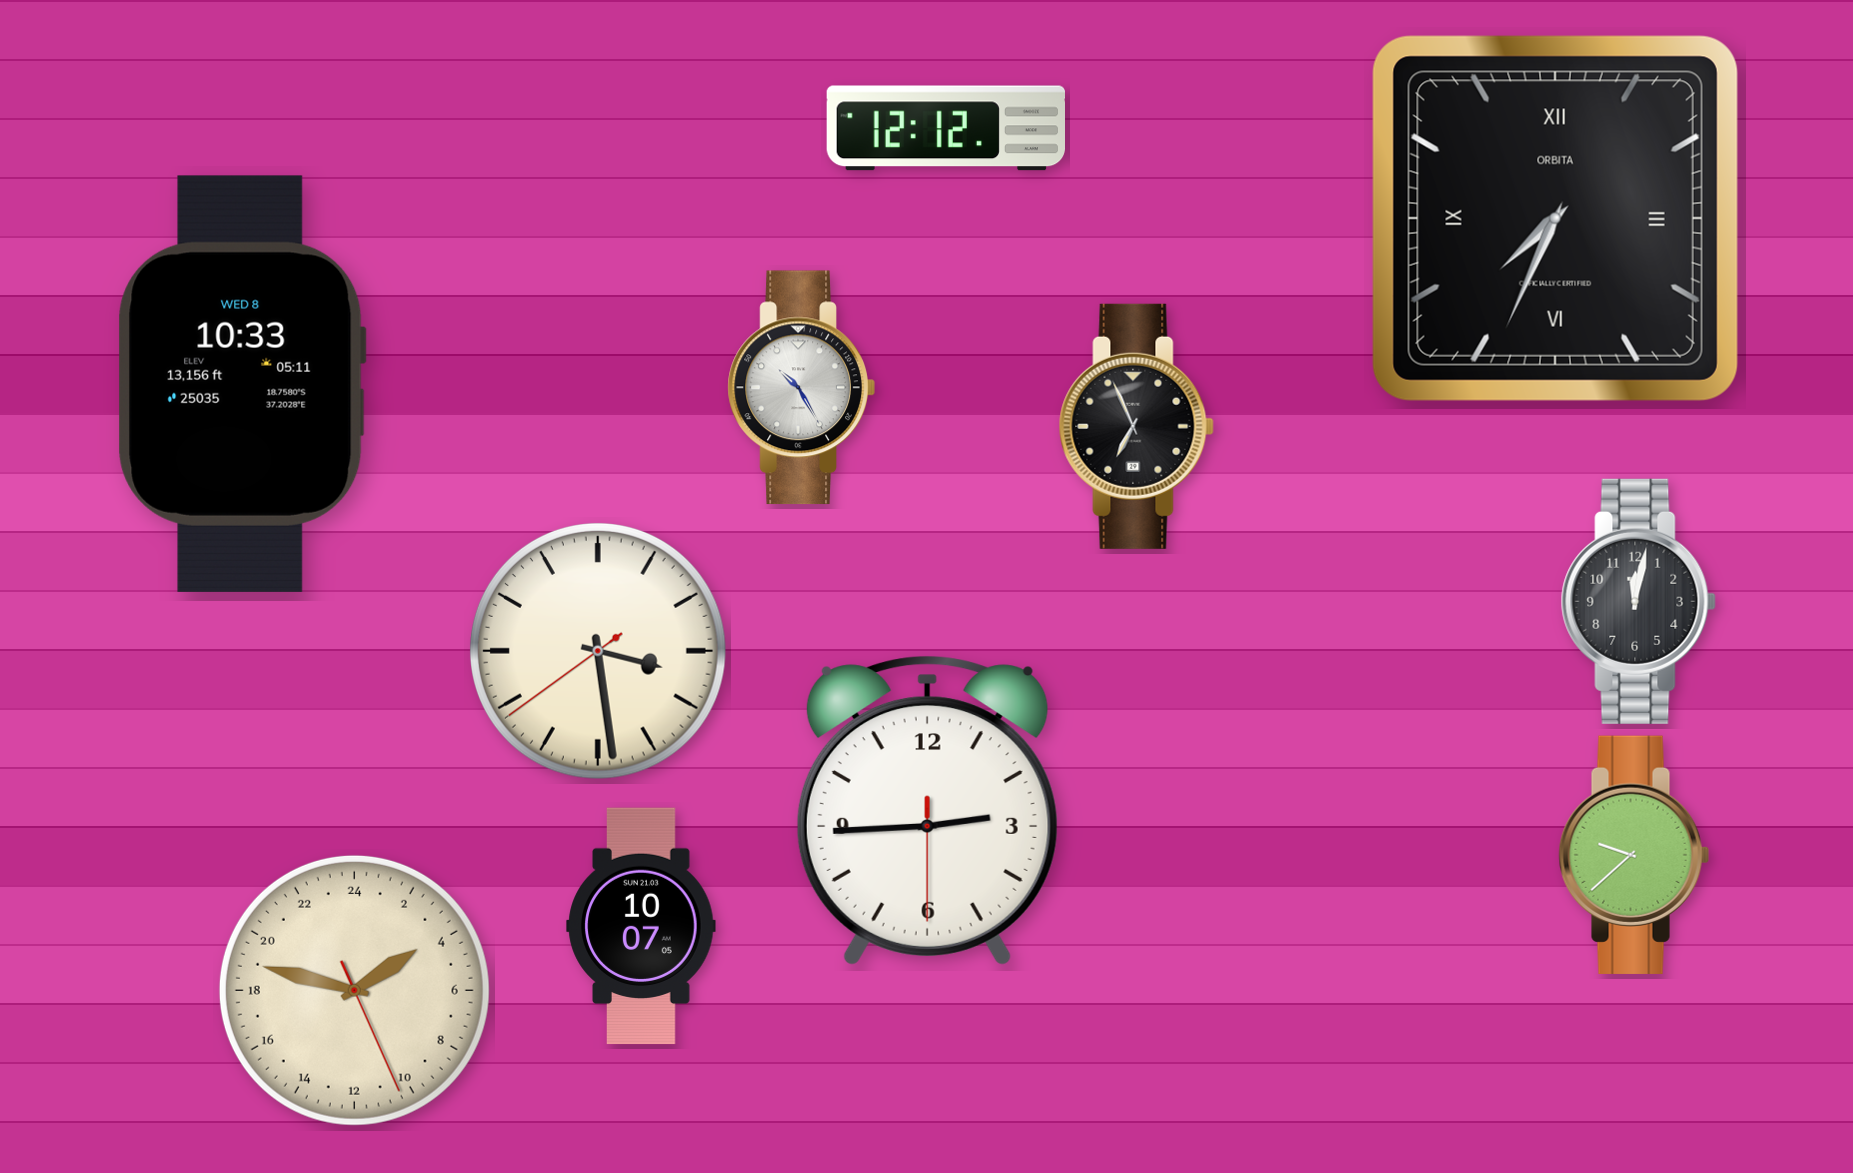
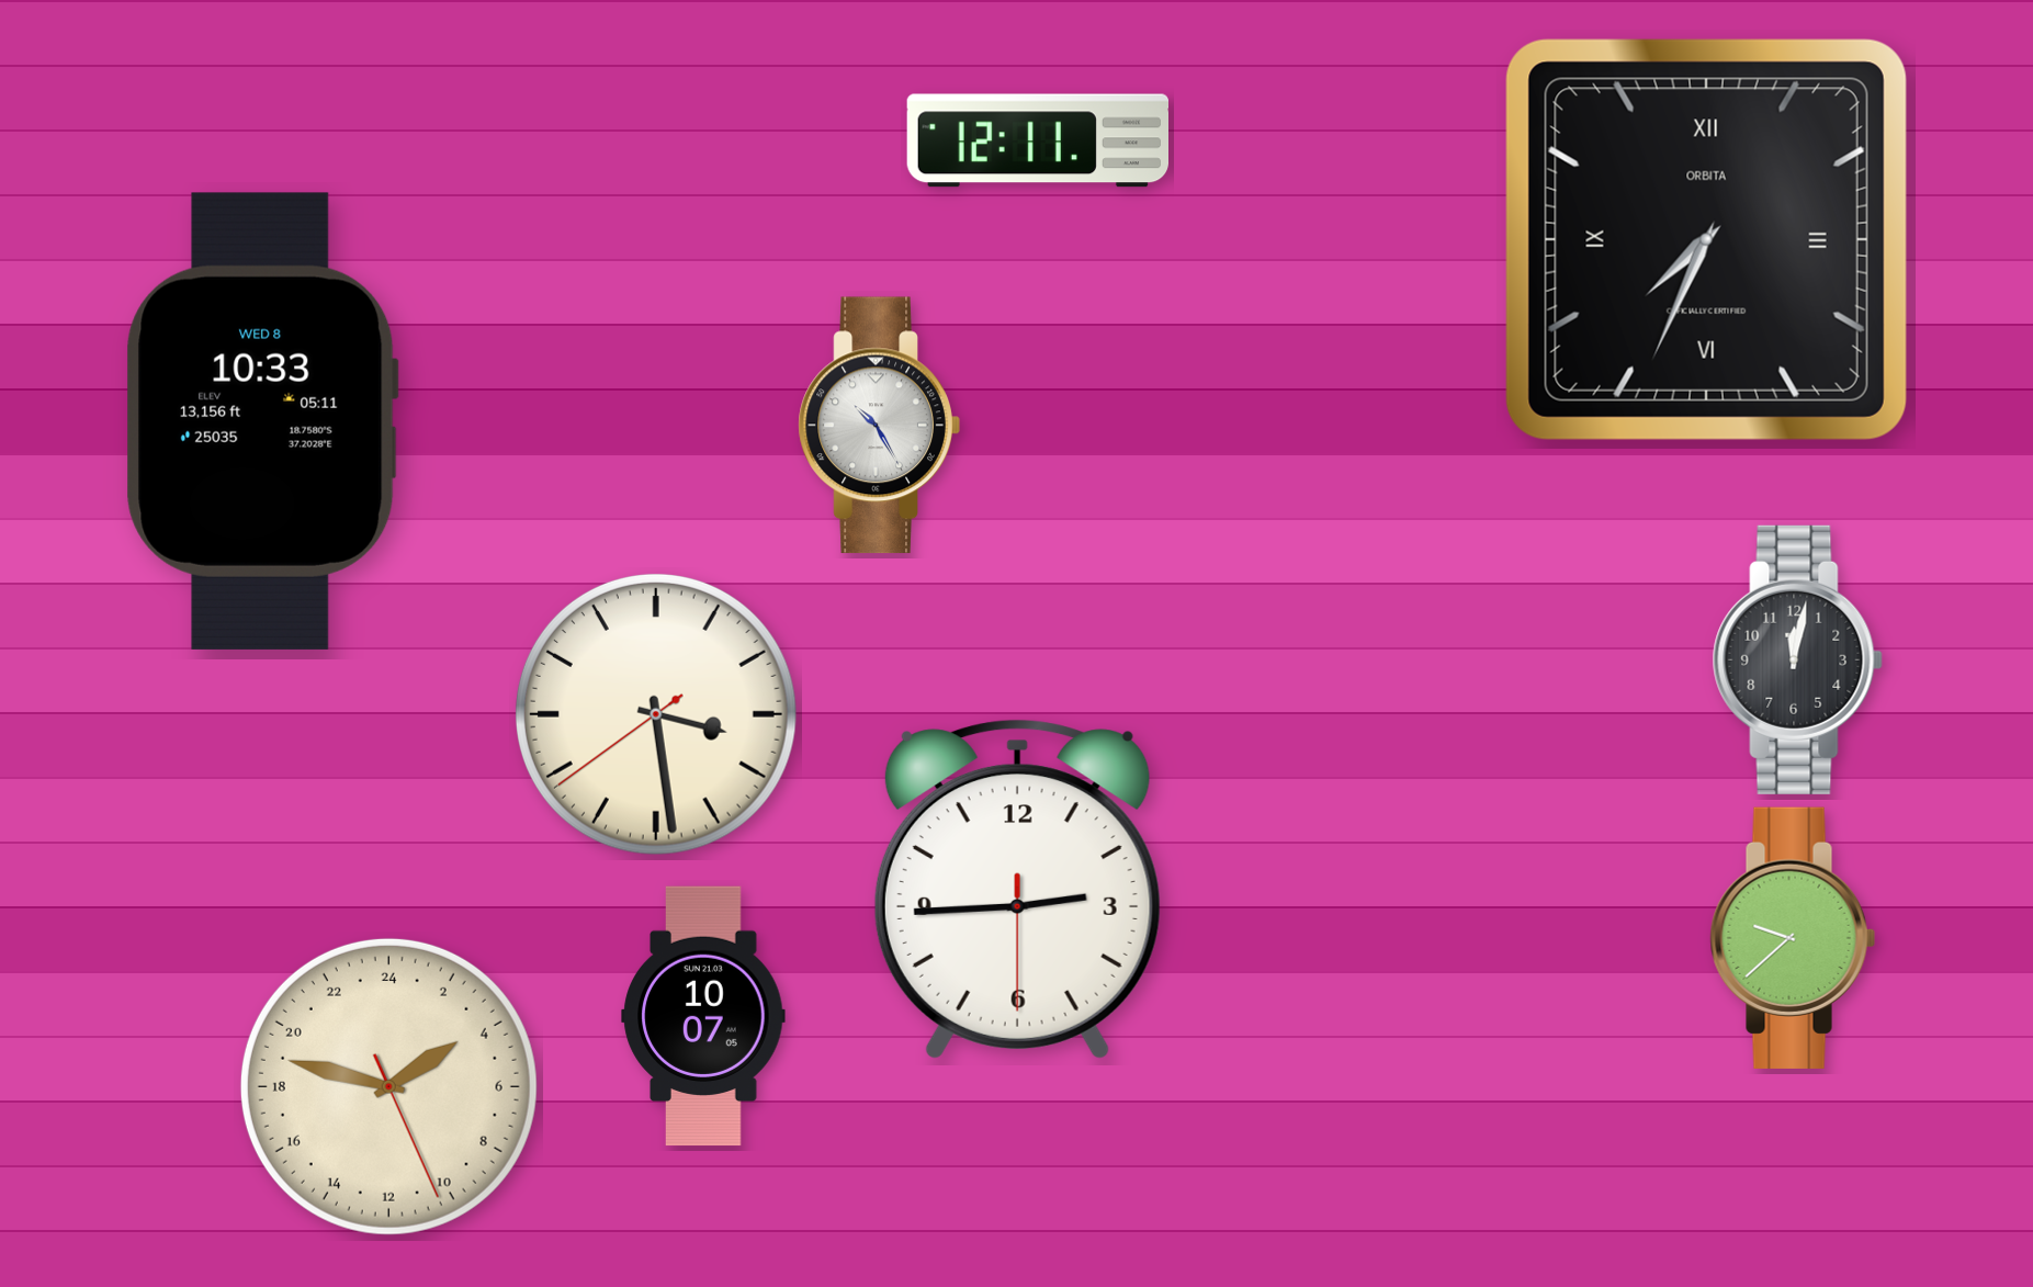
clock at (945, 128): 12:12 -> 12:11
clock at (242, 384) position: (242, 384) -> (262, 421)
clock at (1136, 426): 6:56 -> none
